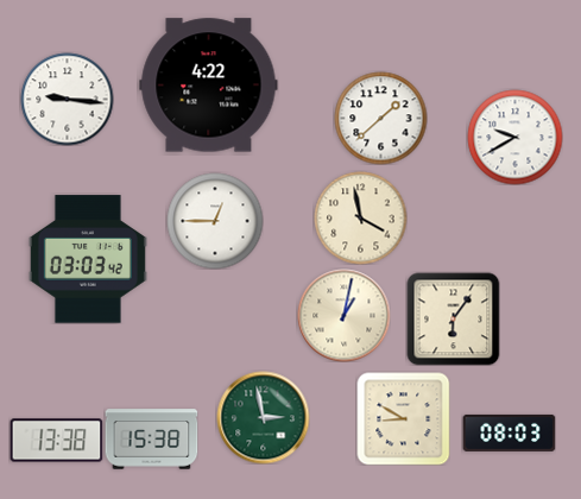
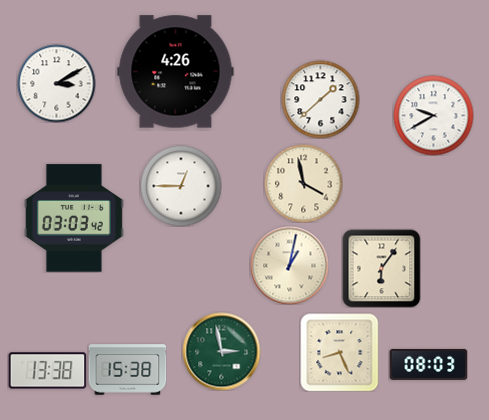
clock at (209, 86): 4:22 -> 4:26
clock at (67, 99): 9:16 -> 3:10
clock at (403, 418): 8:50 -> 8:26
